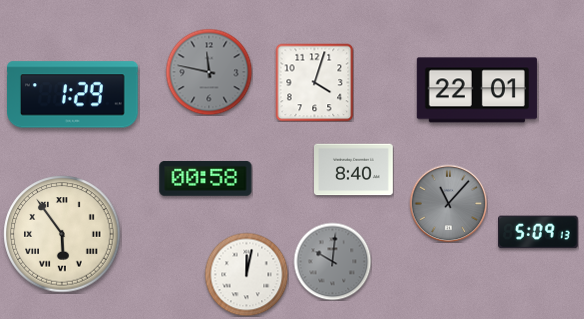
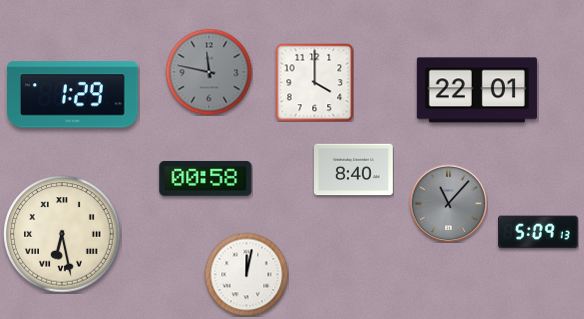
clock at (314, 82): 4:03 -> 4:00
clock at (62, 234): 5:54 -> 6:28
clock at (332, 261): 10:01 -> none
